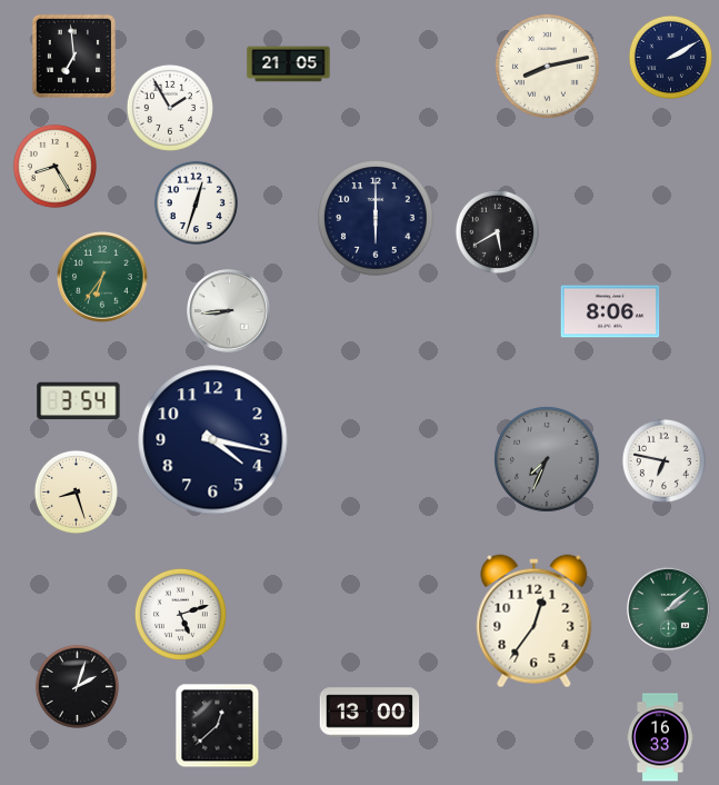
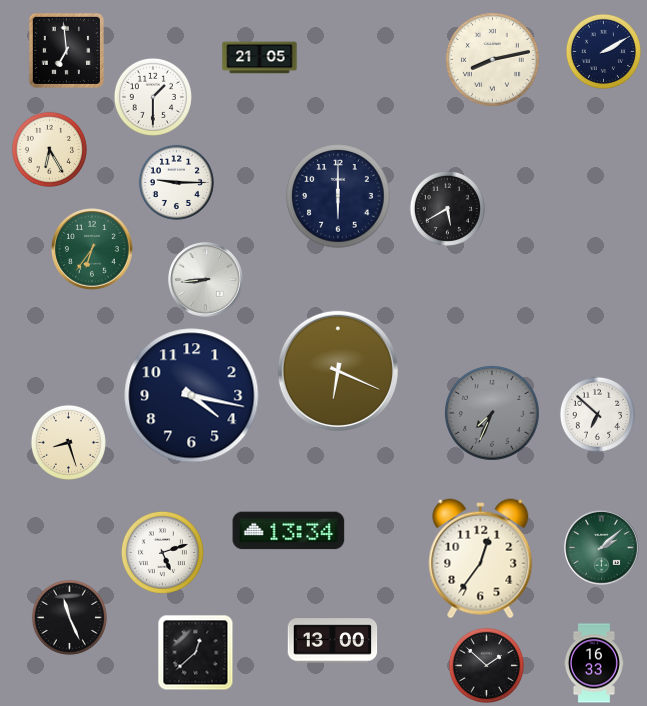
clock at (170, 108): 1:55 -> 1:30
clock at (54, 166): 8:25 -> 6:25
clock at (196, 202): 12:33 -> 9:15
clock at (610, 311): 8:06 -> none
clock at (79, 401): 3:54 -> none
clock at (338, 371): none -> 6:19
clock at (663, 460): 6:47 -> 6:52
clock at (289, 531): none -> 13:34
clock at (77, 686): 2:03 -> 11:26
clock at (486, 665): none -> 1:52
